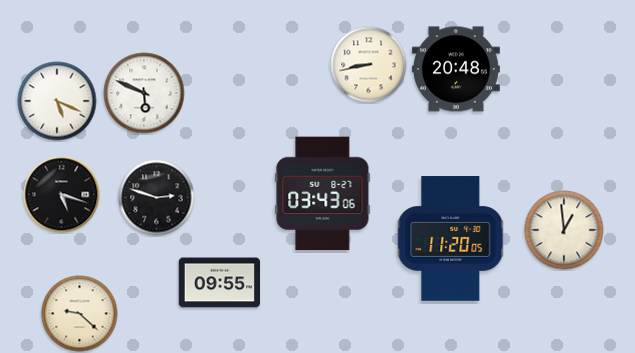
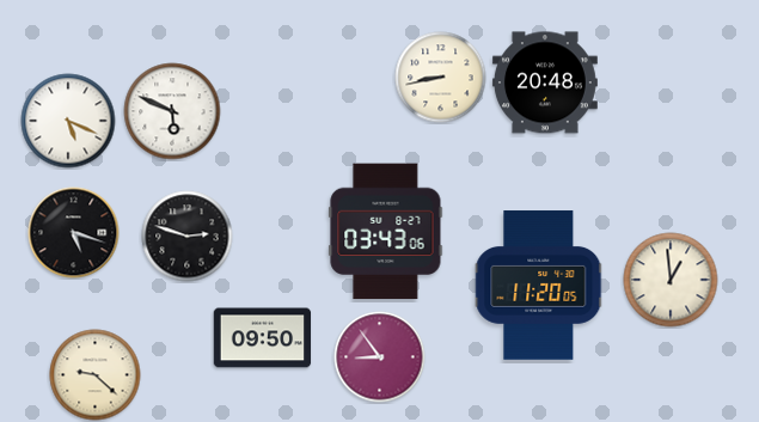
clock at (564, 230) position: (564, 230) -> (671, 280)
clock at (220, 283): 09:55 -> 09:50
clock at (380, 357): none -> 8:54
